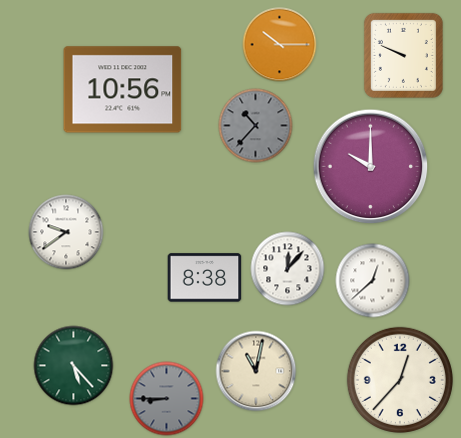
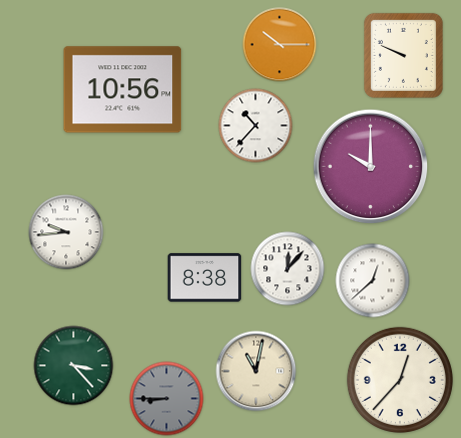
clock at (256, 126) dial: grey -> white
clock at (66, 232): 9:39 -> 9:44
clock at (74, 366): 5:23 -> 3:23
